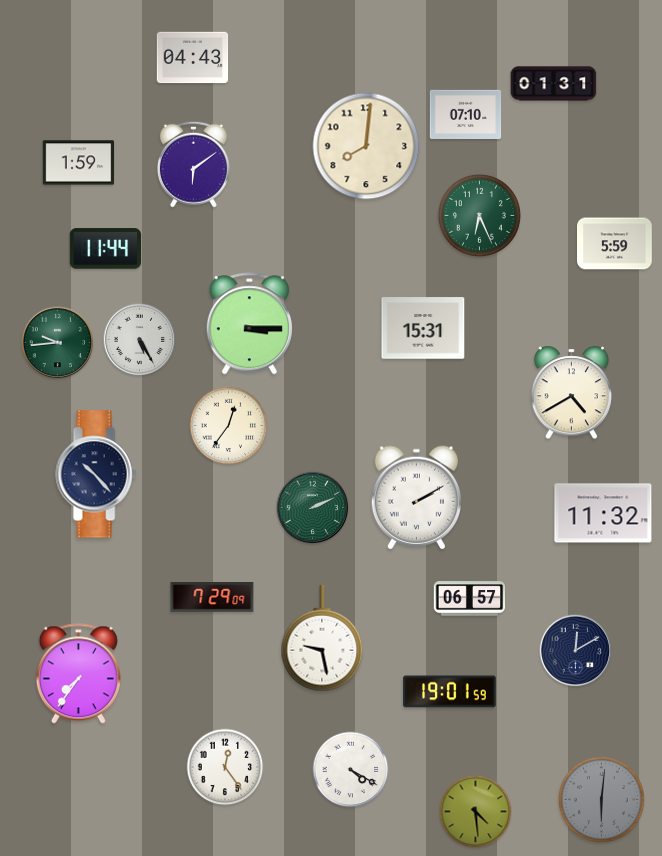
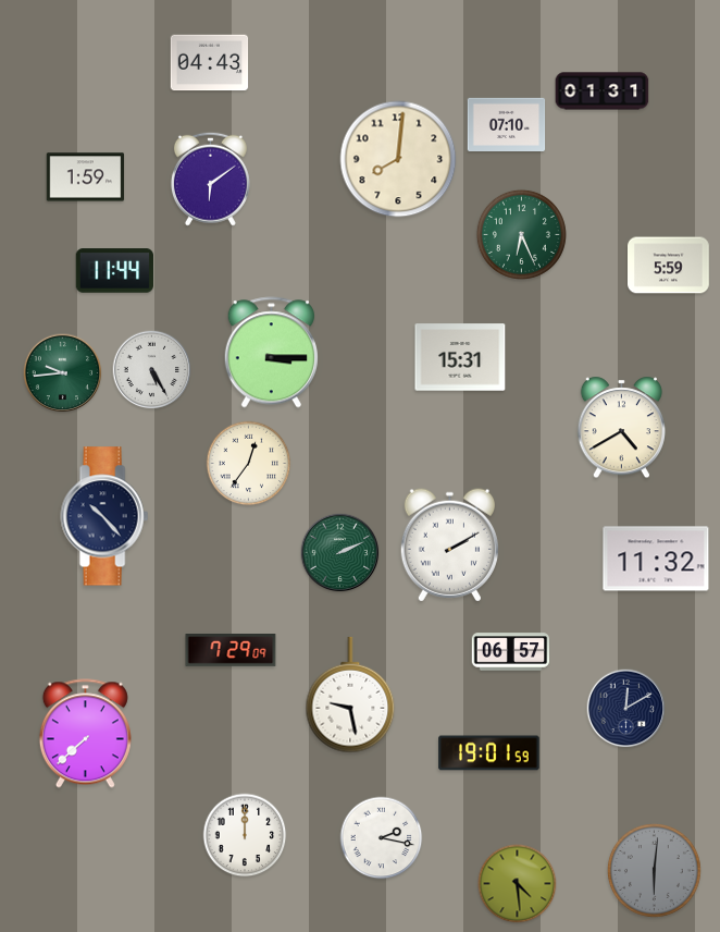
clock at (416, 498) position: (416, 498) -> (449, 545)
clock at (78, 674): 7:36 -> 7:38
clock at (225, 767): 12:24 -> 12:00
clock at (351, 770): 4:20 -> 2:17
